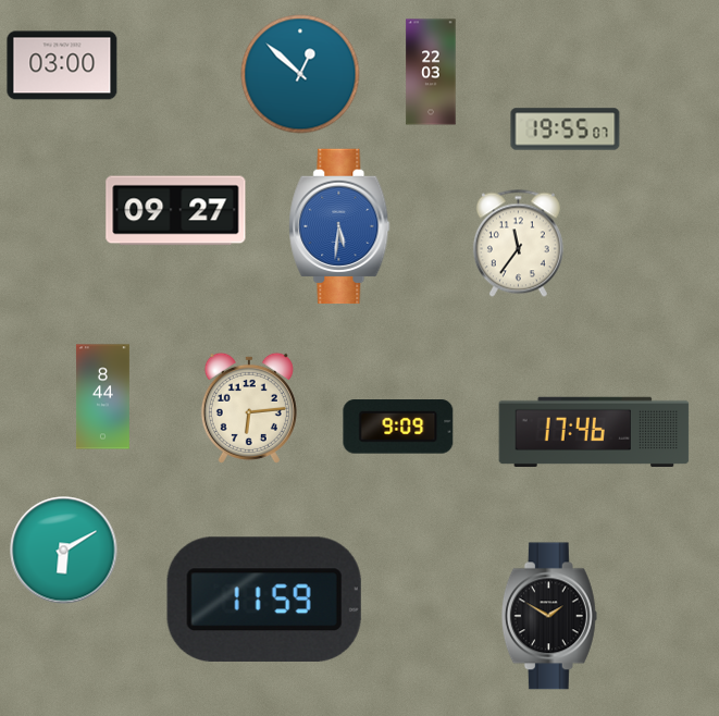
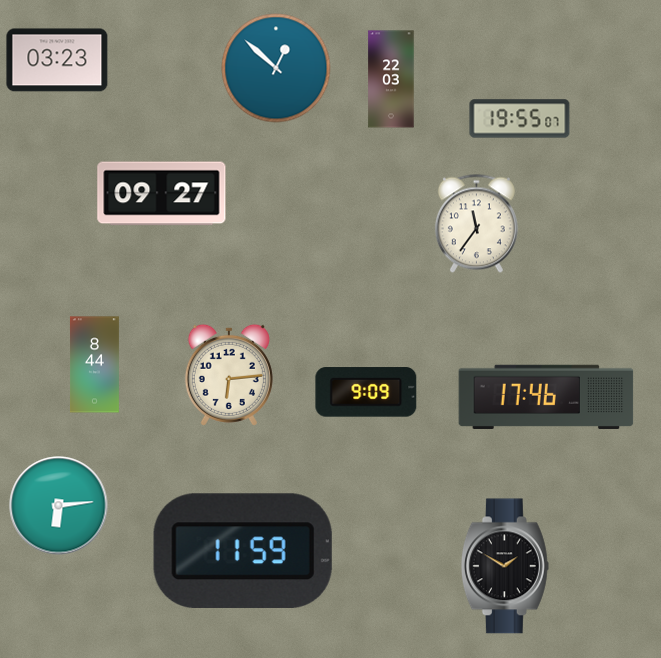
clock at (62, 65): 03:00 -> 03:23
clock at (431, 72) position: (431, 72) -> (391, 79)
clock at (339, 226): 5:31 -> none
clock at (64, 551): 6:10 -> 6:14
